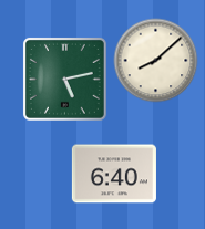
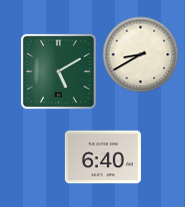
clock at (156, 61): 8:08 -> 8:40
clock at (64, 79): 5:13 -> 5:10
